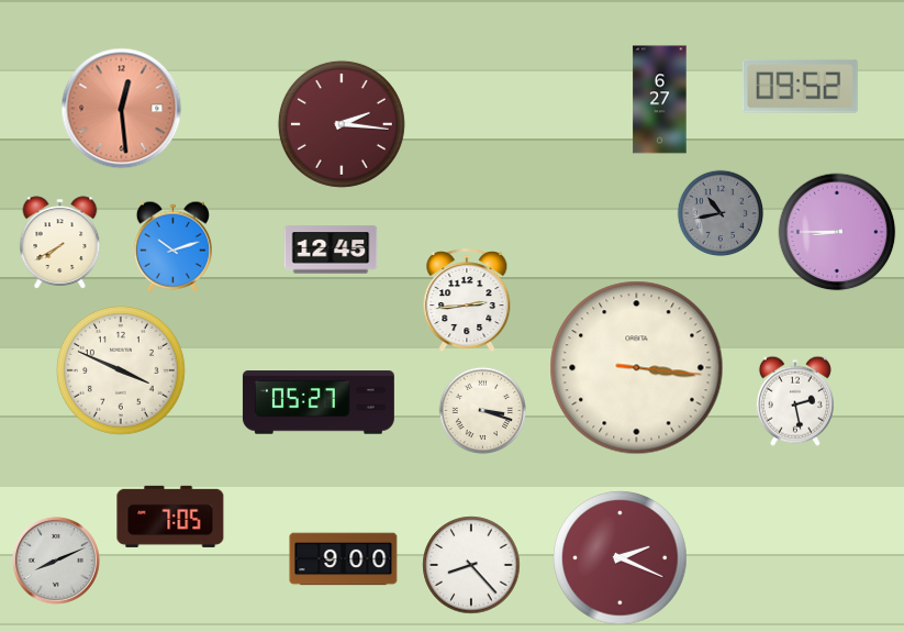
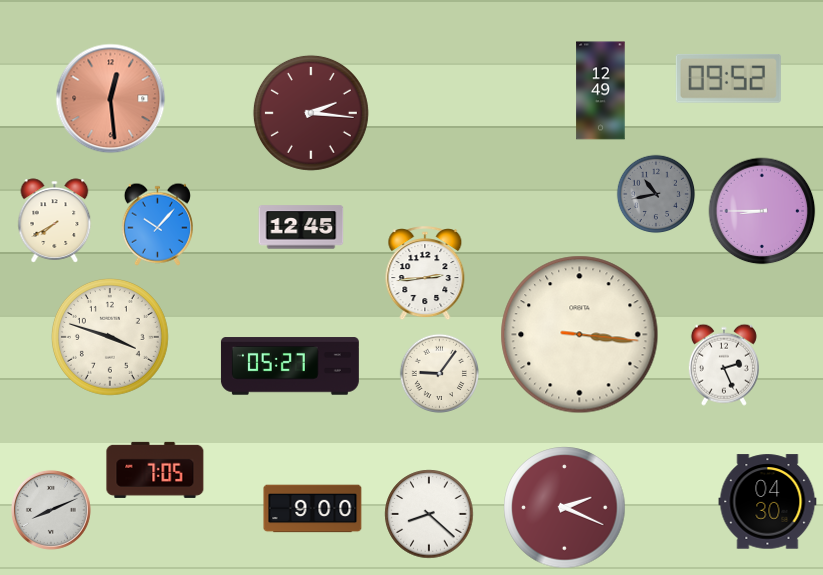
clock at (660, 100): 6:27 -> 12:49
clock at (172, 246): 10:12 -> 10:07
clock at (121, 370): 3:49 -> 3:48
clock at (795, 401): 2:28 -> 2:26
clock at (482, 410): 3:18 -> 9:06
clock at (768, 502): none -> 04:30
clock at (471, 565): 8:23 -> 8:22
